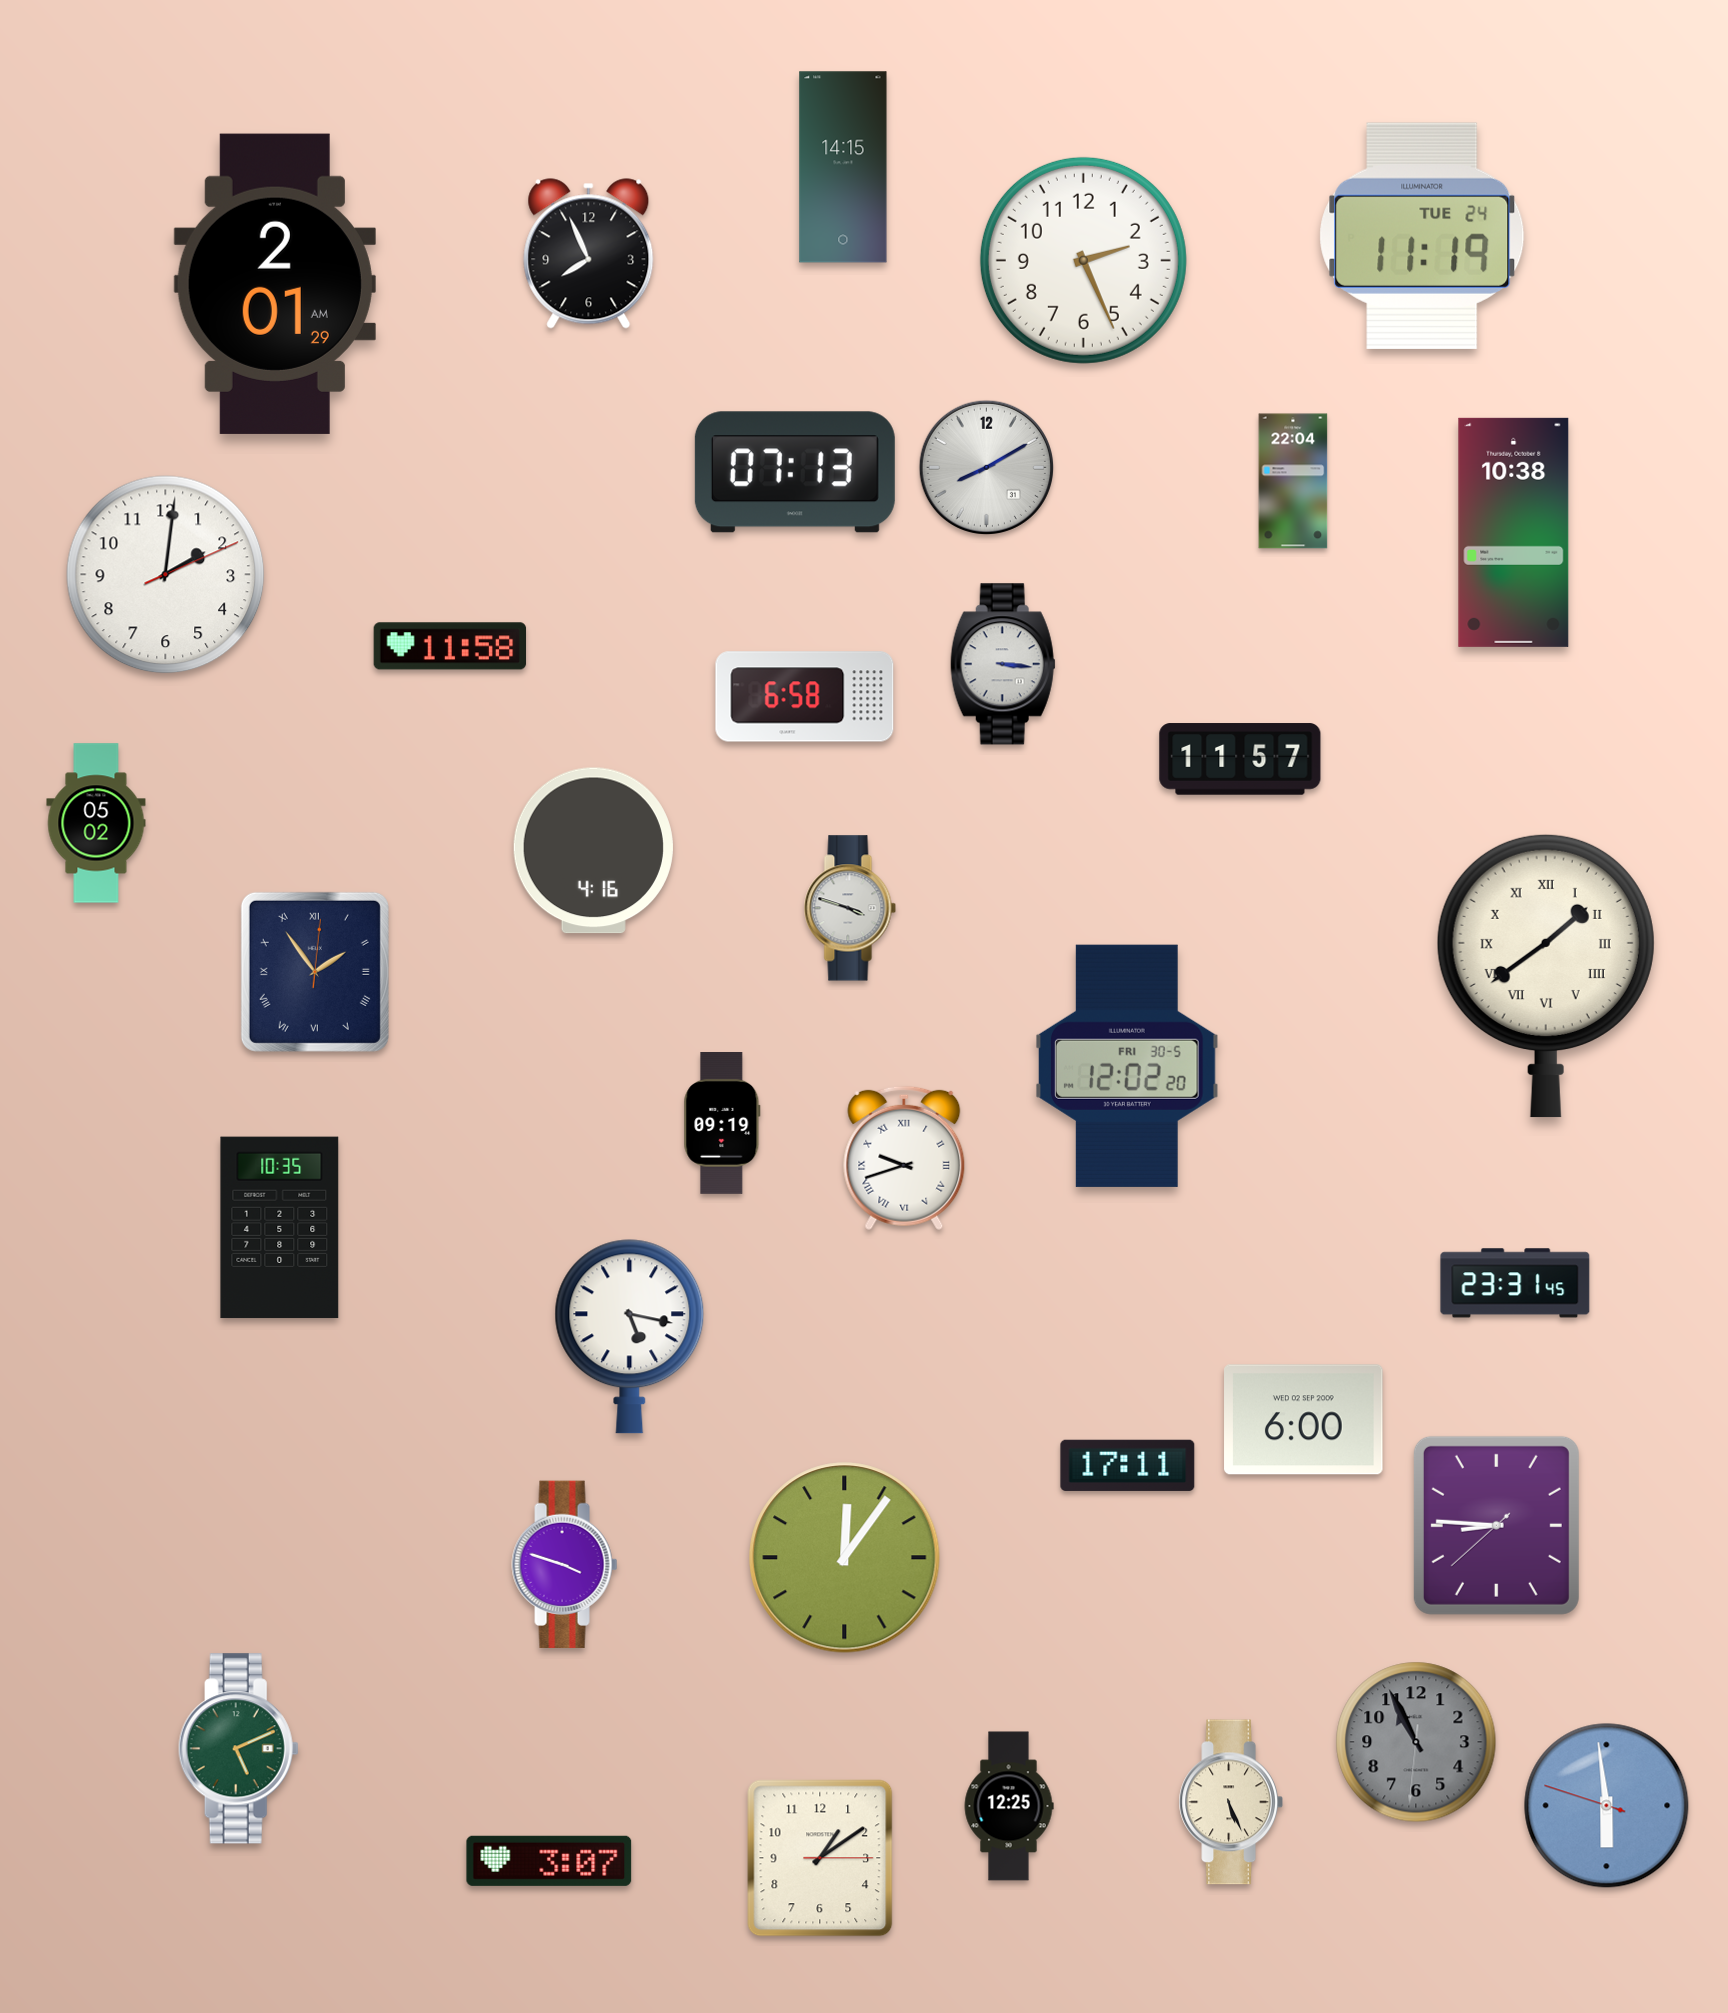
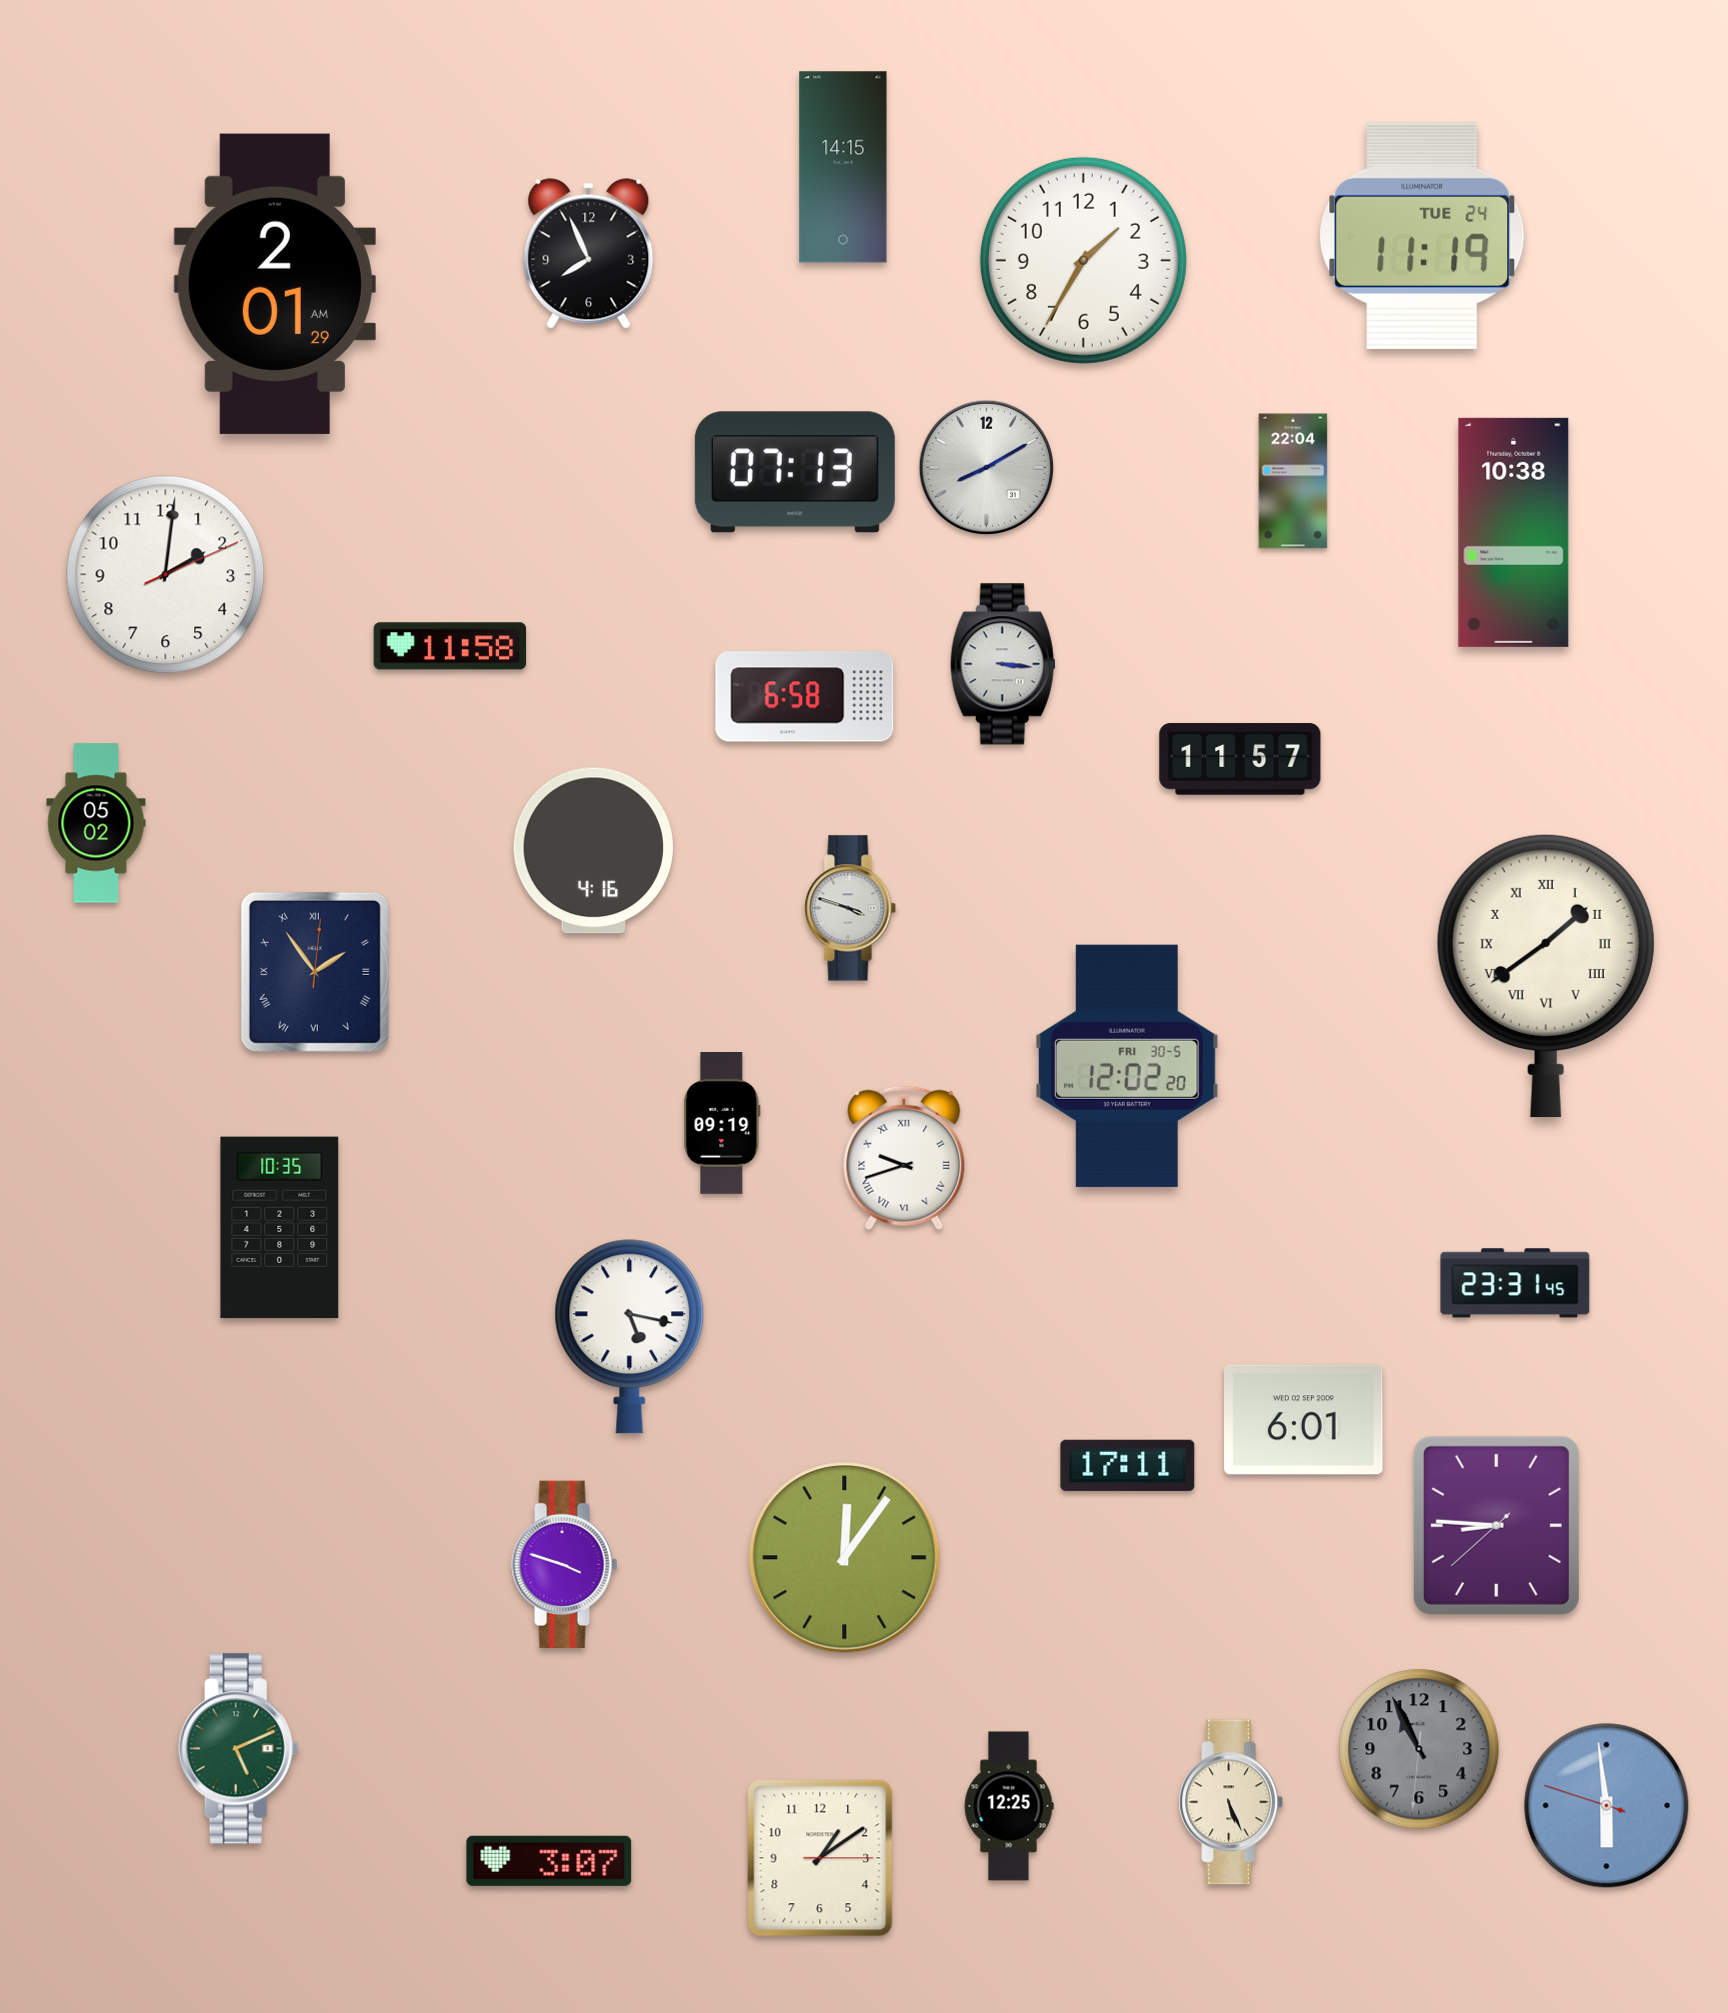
clock at (1083, 260): 2:26 -> 1:35
clock at (1304, 1420): 6:00 -> 6:01
clock at (1416, 1742) position: (1416, 1742) -> (1419, 1749)
